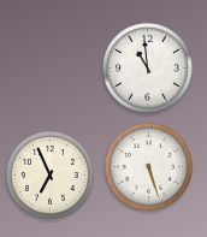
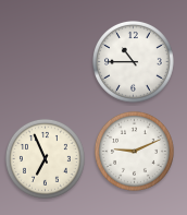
clock at (148, 69): 10:59 -> 10:45
clock at (148, 166): 5:27 -> 9:11
